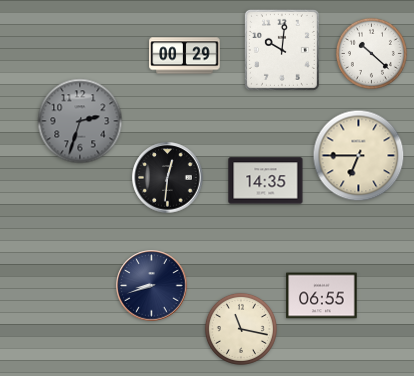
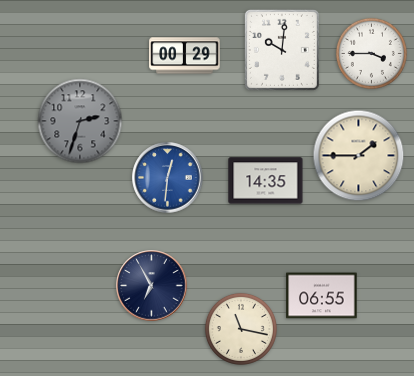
clock at (371, 53): 10:22 -> 3:45
clock at (359, 156): 6:45 -> 1:45
clock at (168, 178) dial: black -> blue
clock at (152, 286): 8:42 -> 6:55
